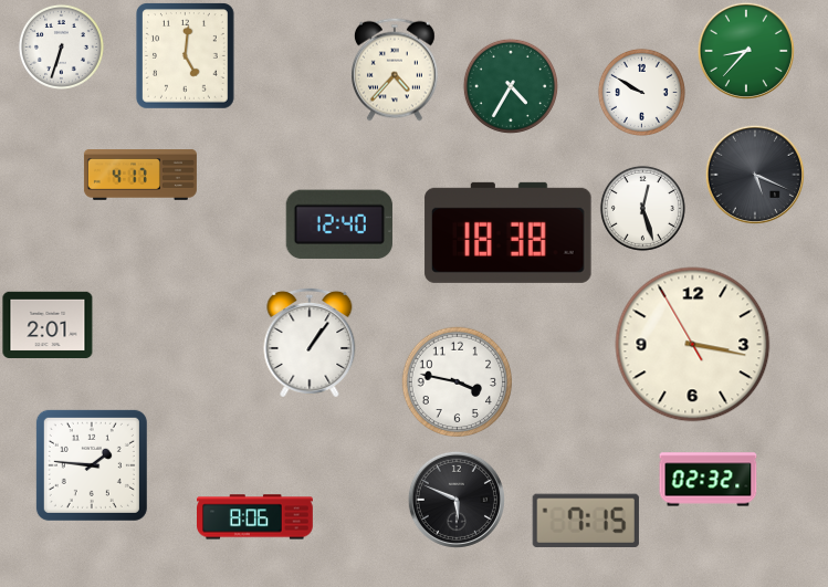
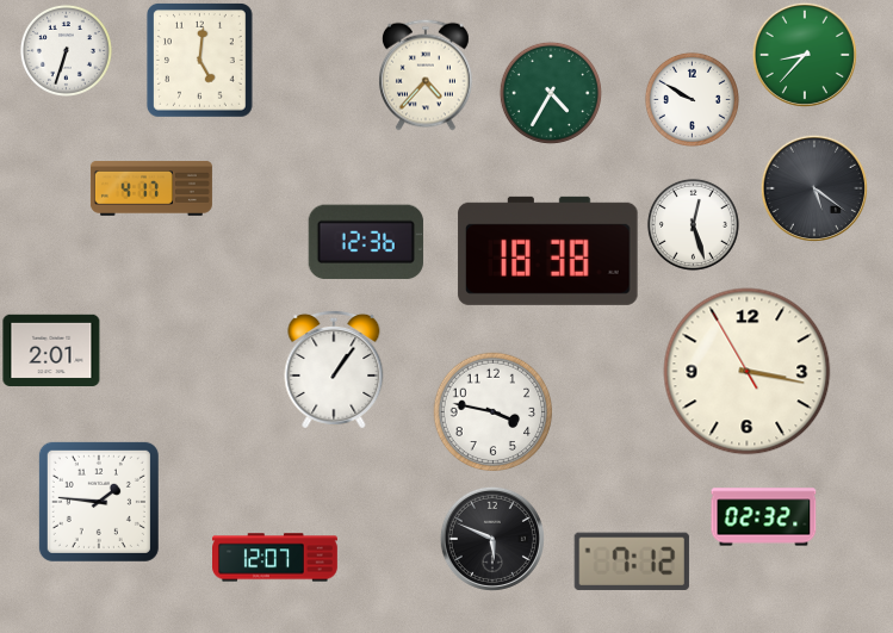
clock at (755, 175): 5:19 -> 5:21
clock at (339, 224): 12:40 -> 12:36
clock at (255, 517): 8:06 -> 12:07
clock at (586, 521): 7:15 -> 7:12
